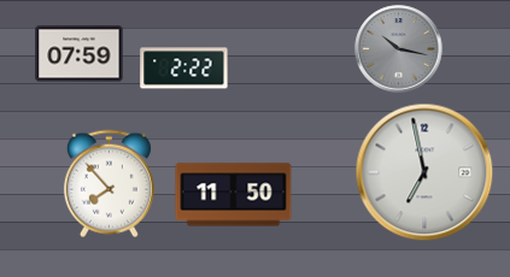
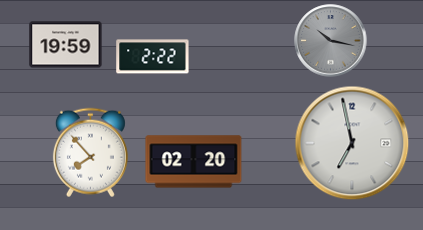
clock at (80, 54): 07:59 -> 19:59
clock at (234, 195): 11:50 -> 02:20
